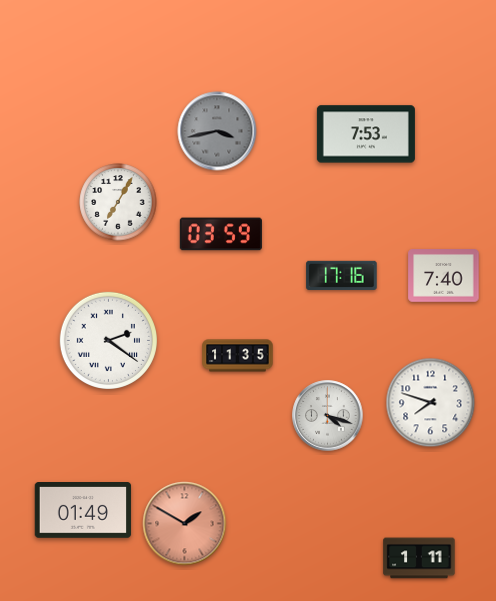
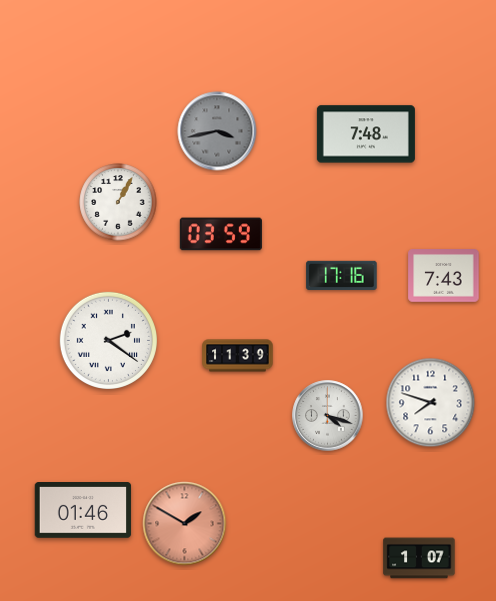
clock at (366, 134): 7:53 -> 7:48
clock at (118, 202): 7:05 -> 1:05
clock at (444, 276): 7:40 -> 7:43
clock at (238, 356): 11:35 -> 11:39
clock at (83, 511): 01:49 -> 01:46
clock at (419, 558): 1:11 -> 1:07
